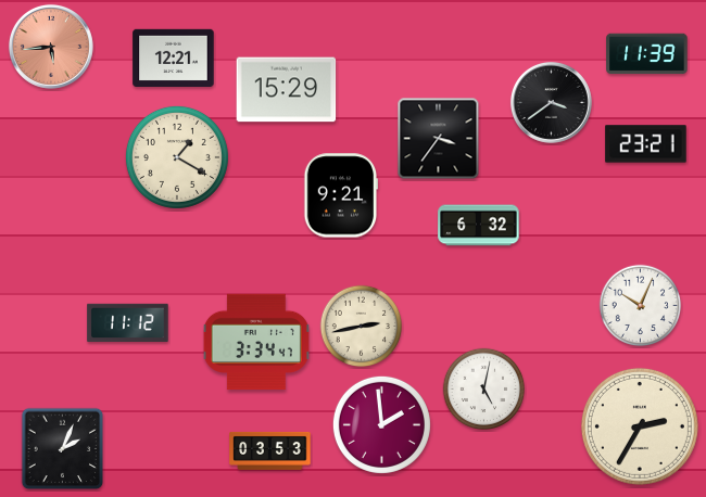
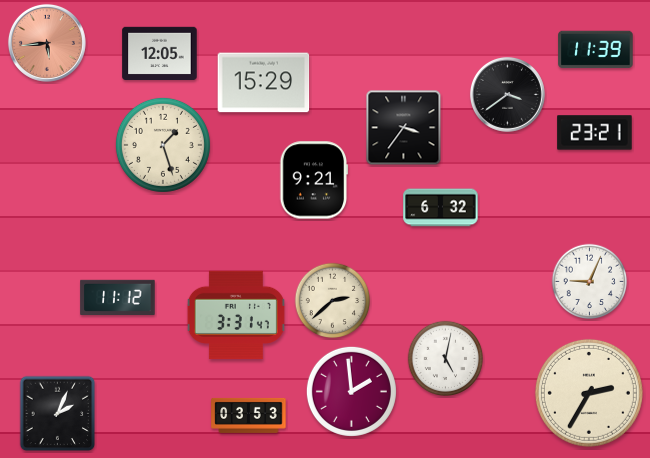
clock at (174, 59): 12:21 -> 12:05
clock at (177, 157): 1:20 -> 1:27
clock at (641, 306): 10:04 -> 9:04
clock at (362, 327): 2:43 -> 2:38
clock at (256, 342): 3:34 -> 3:31
